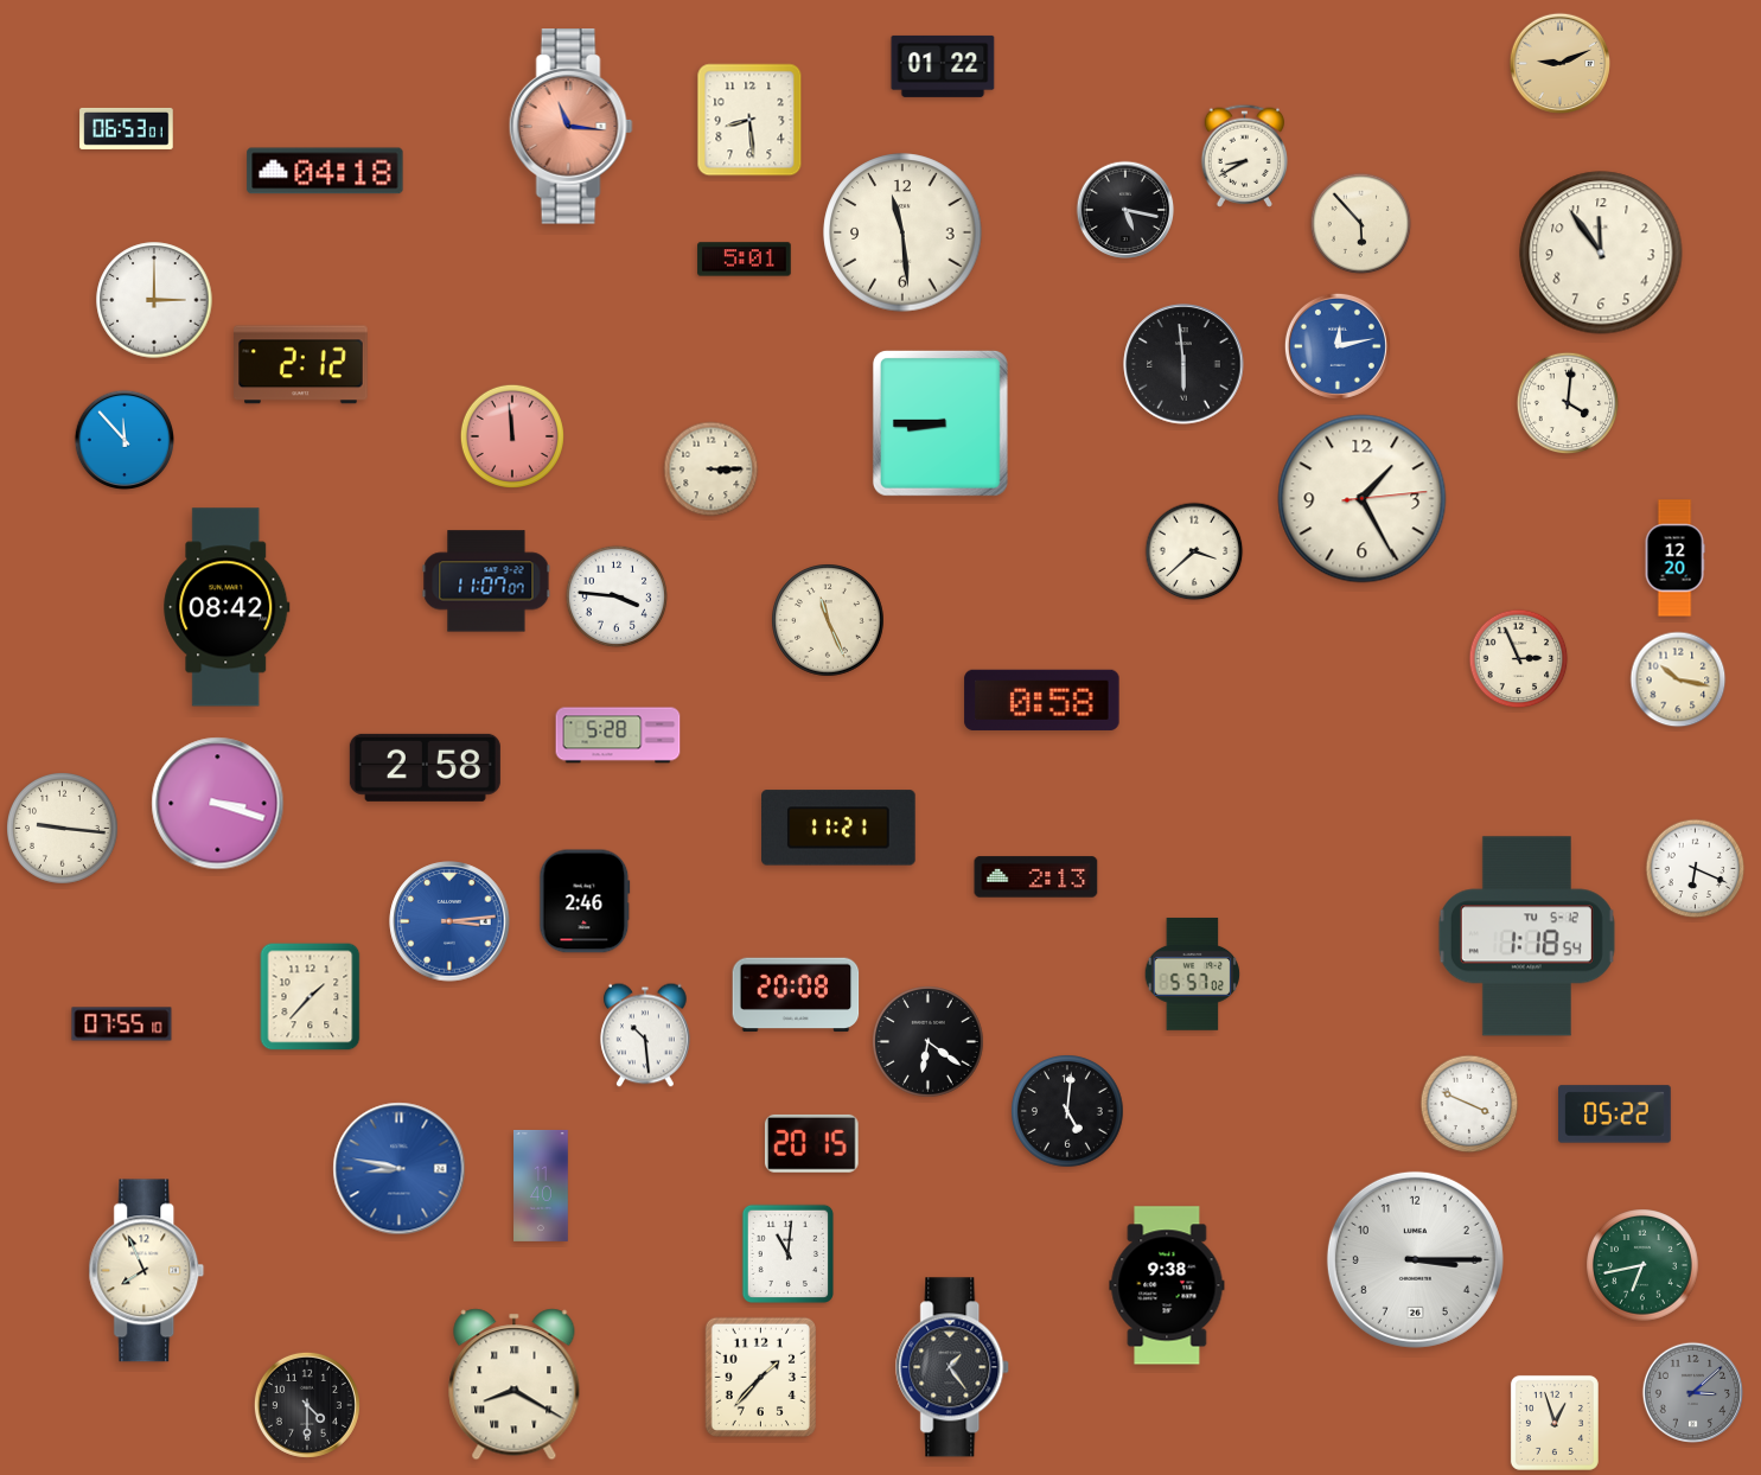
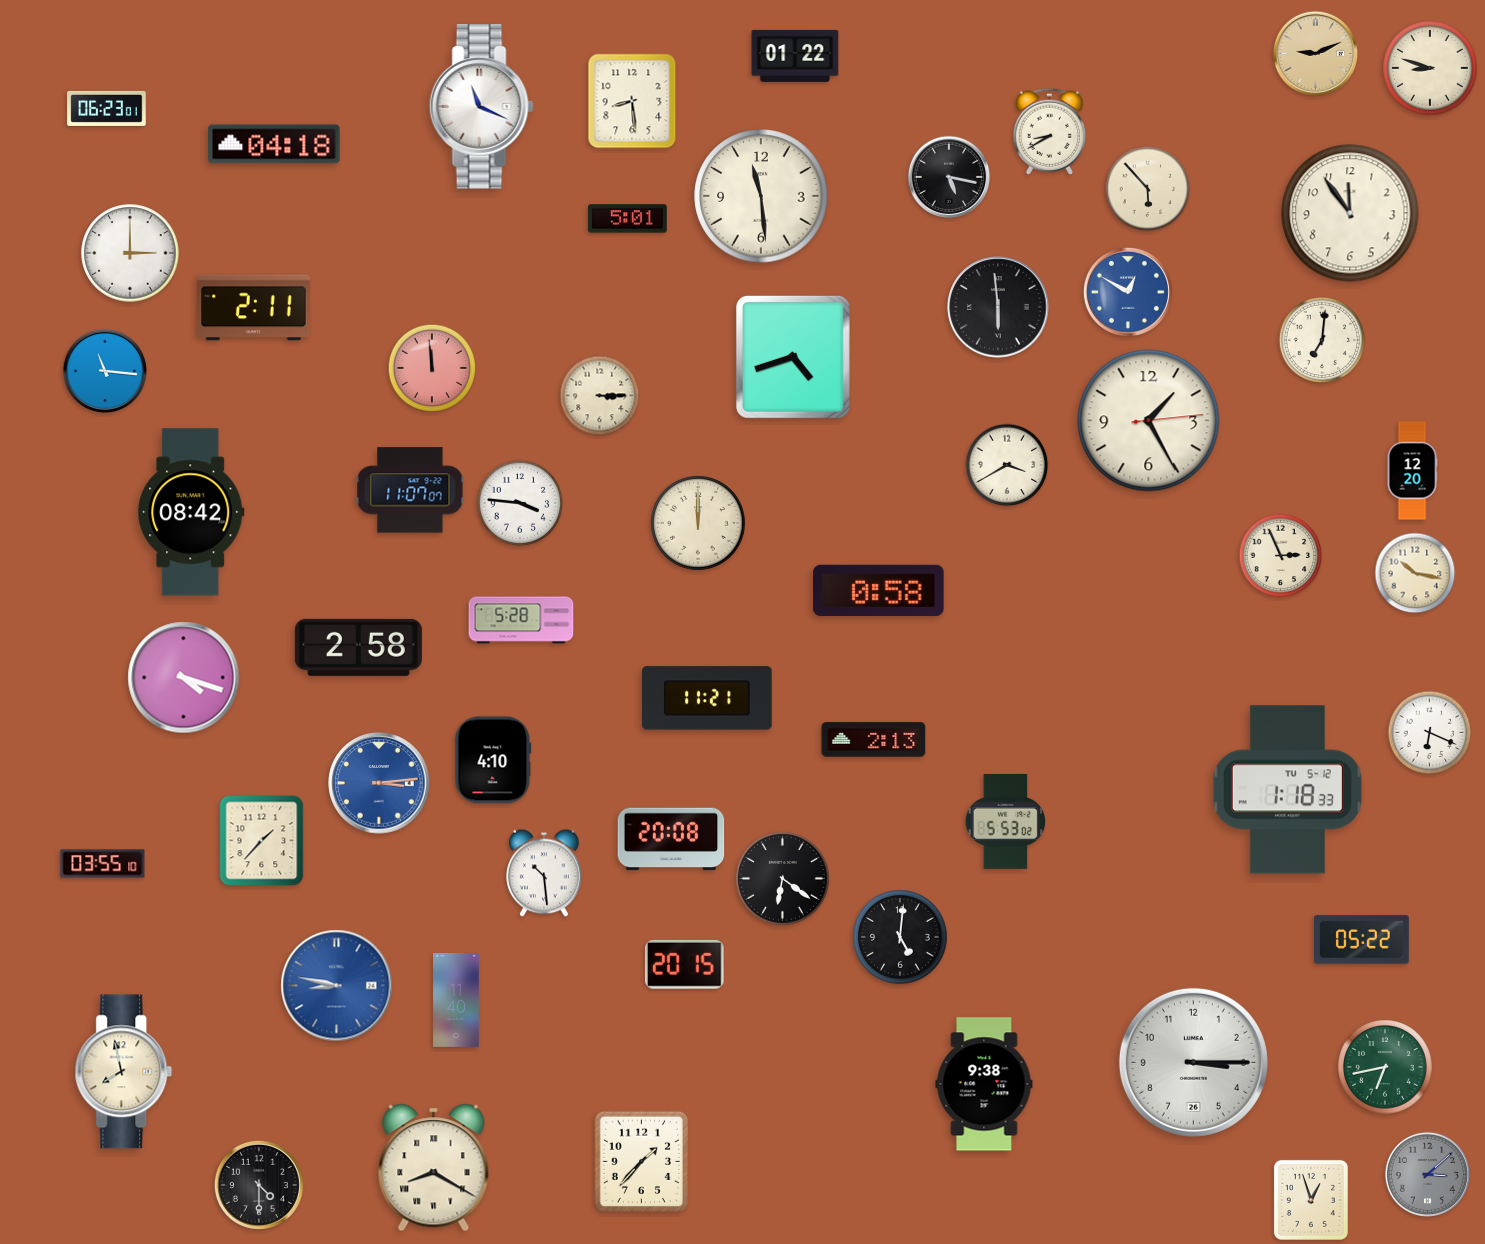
clock at (1430, 68): none -> 8:48
clock at (570, 127): 11:16 -> 11:19
clock at (570, 127) dial: salmon -> white
clock at (127, 128): 06:53 -> 06:23
clock at (1338, 346): 12:13 -> 12:50
clock at (301, 365): 2:12 -> 2:11
clock at (1568, 403): 4:01 -> 7:01
clock at (940, 423): 8:45 -> 4:42
clock at (123, 439): 11:53 -> 11:16
clock at (1194, 551): 3:38 -> 3:40
clock at (828, 620): 11:26 -> 12:00
clock at (218, 804): 3:18 -> 4:18
clock at (63, 829): 9:16 -> none
clock at (585, 901): 2:46 -> 4:10
clock at (449, 921) position: (449, 921) -> (379, 783)
clock at (1526, 937): 1:18:54 -> 1:18:33
clock at (1193, 973): 5:57 -> 5:53
clock at (122, 1024): 07:55 -> 03:55
clock at (1469, 1104): 3:49 -> none
clock at (787, 1253): 11:01 -> none
clock at (147, 1271): 7:56 -> 7:58
clock at (953, 1367): 1:24 -> none
